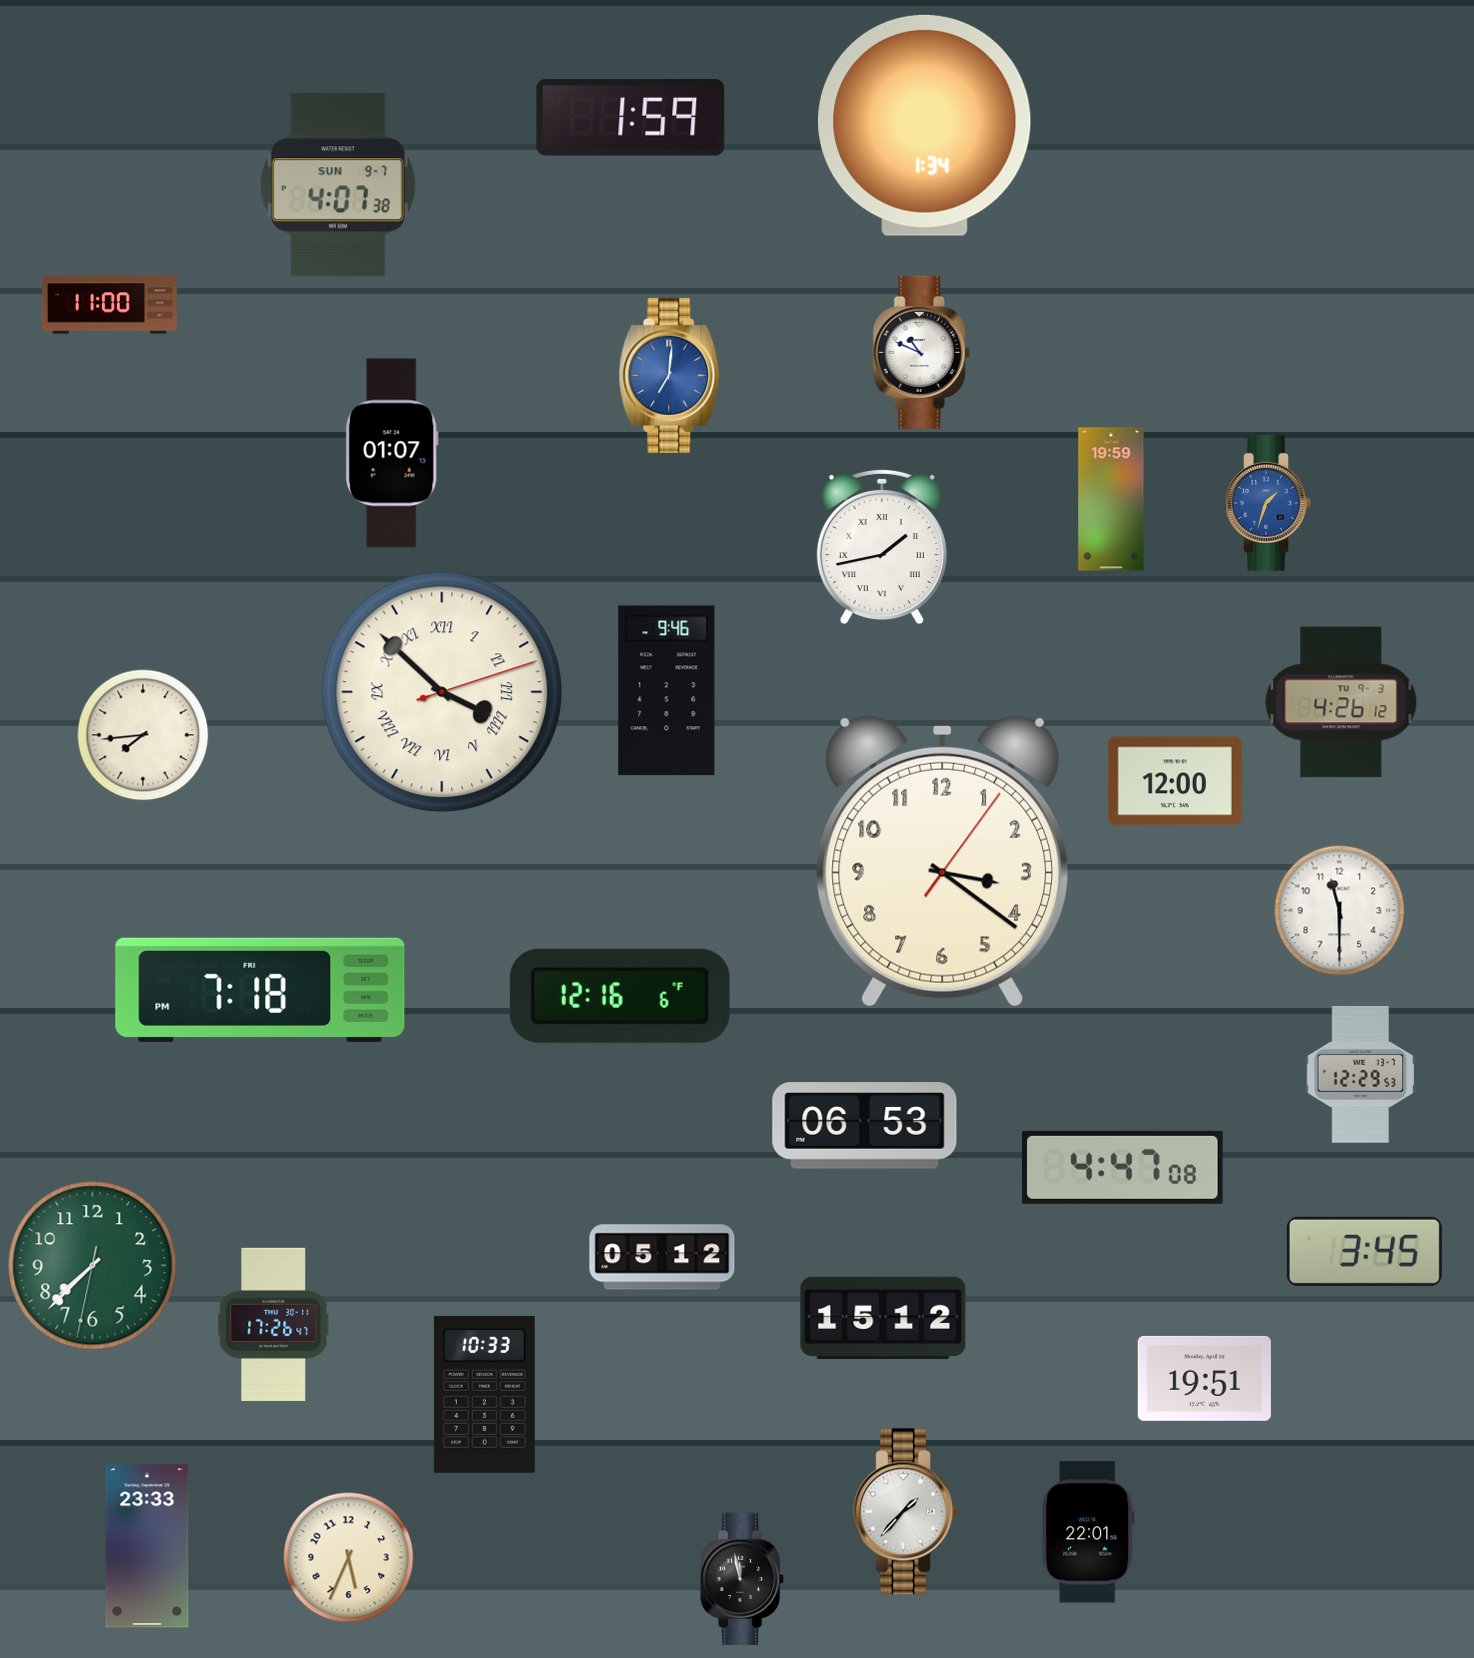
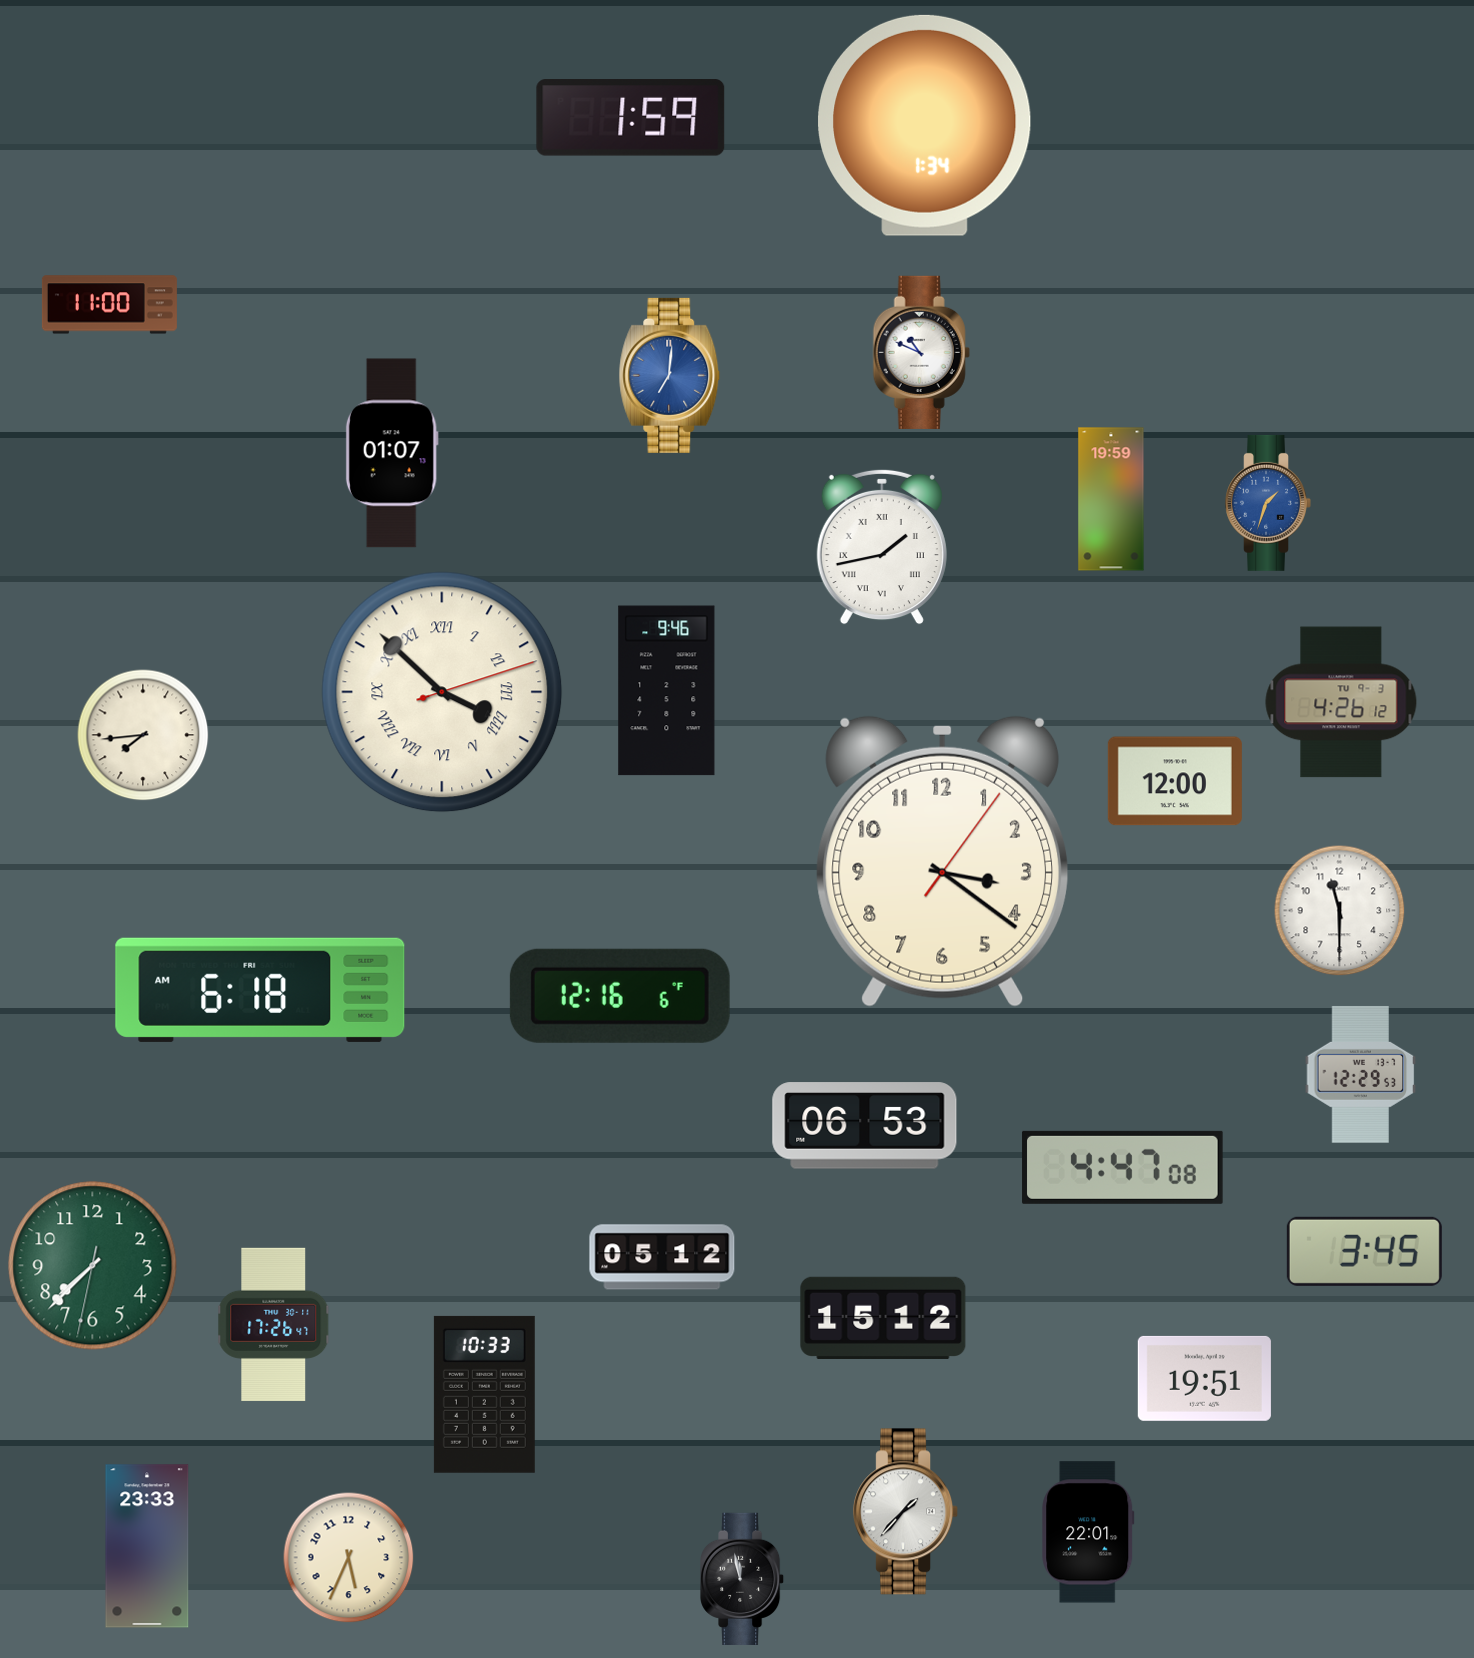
clock at (338, 185): 4:07 -> none
clock at (260, 990): 7:18 -> 6:18
